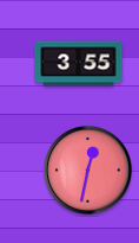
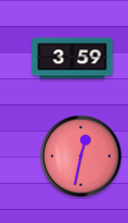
clock at (79, 64): 3:55 -> 3:59
